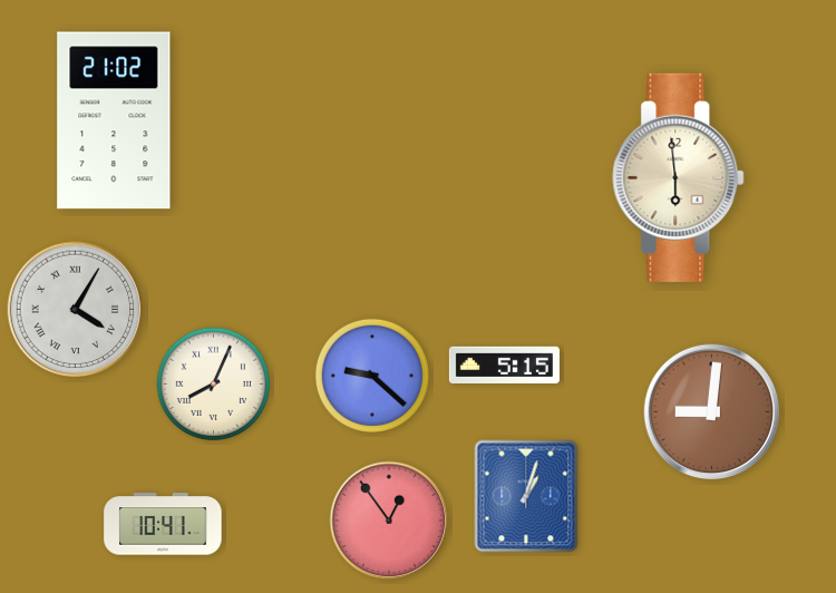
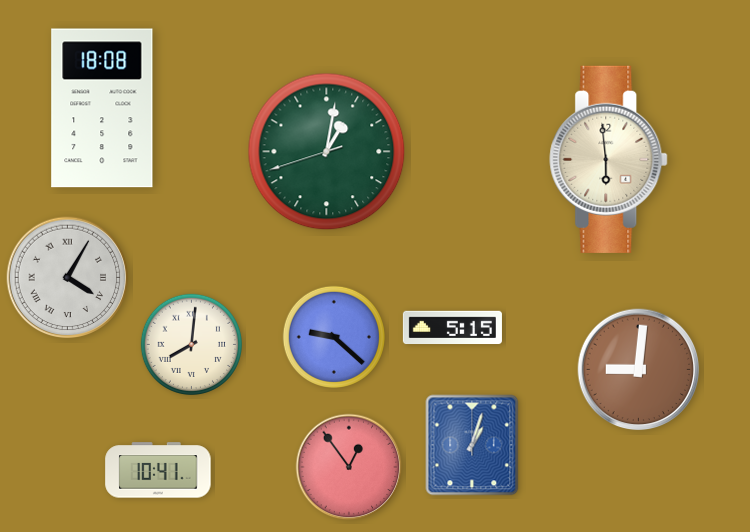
clock at (114, 120): 21:02 -> 18:08
clock at (327, 152): none -> 1:01
clock at (213, 383): 8:04 -> 8:01
clock at (163, 524) position: (163, 524) -> (158, 470)
